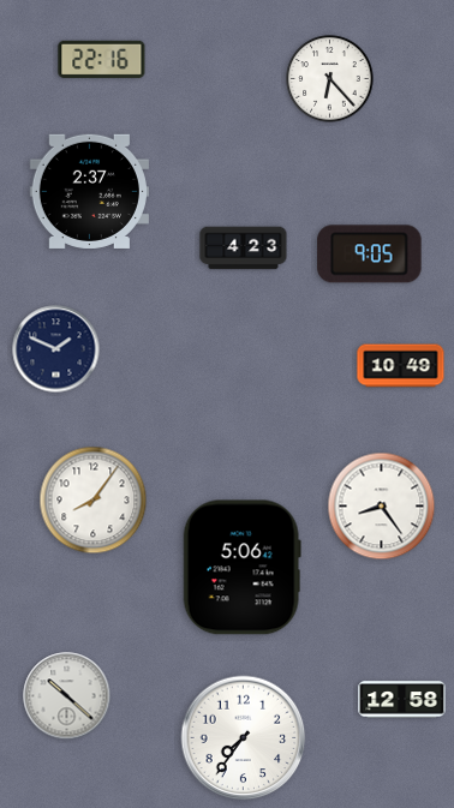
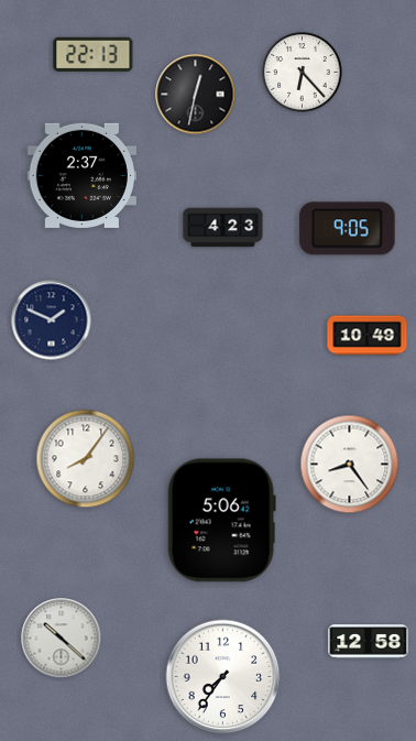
clock at (102, 59): 22:16 -> 22:13
clock at (196, 95): none -> 12:32
clock at (370, 255) position: (370, 255) -> (348, 229)
